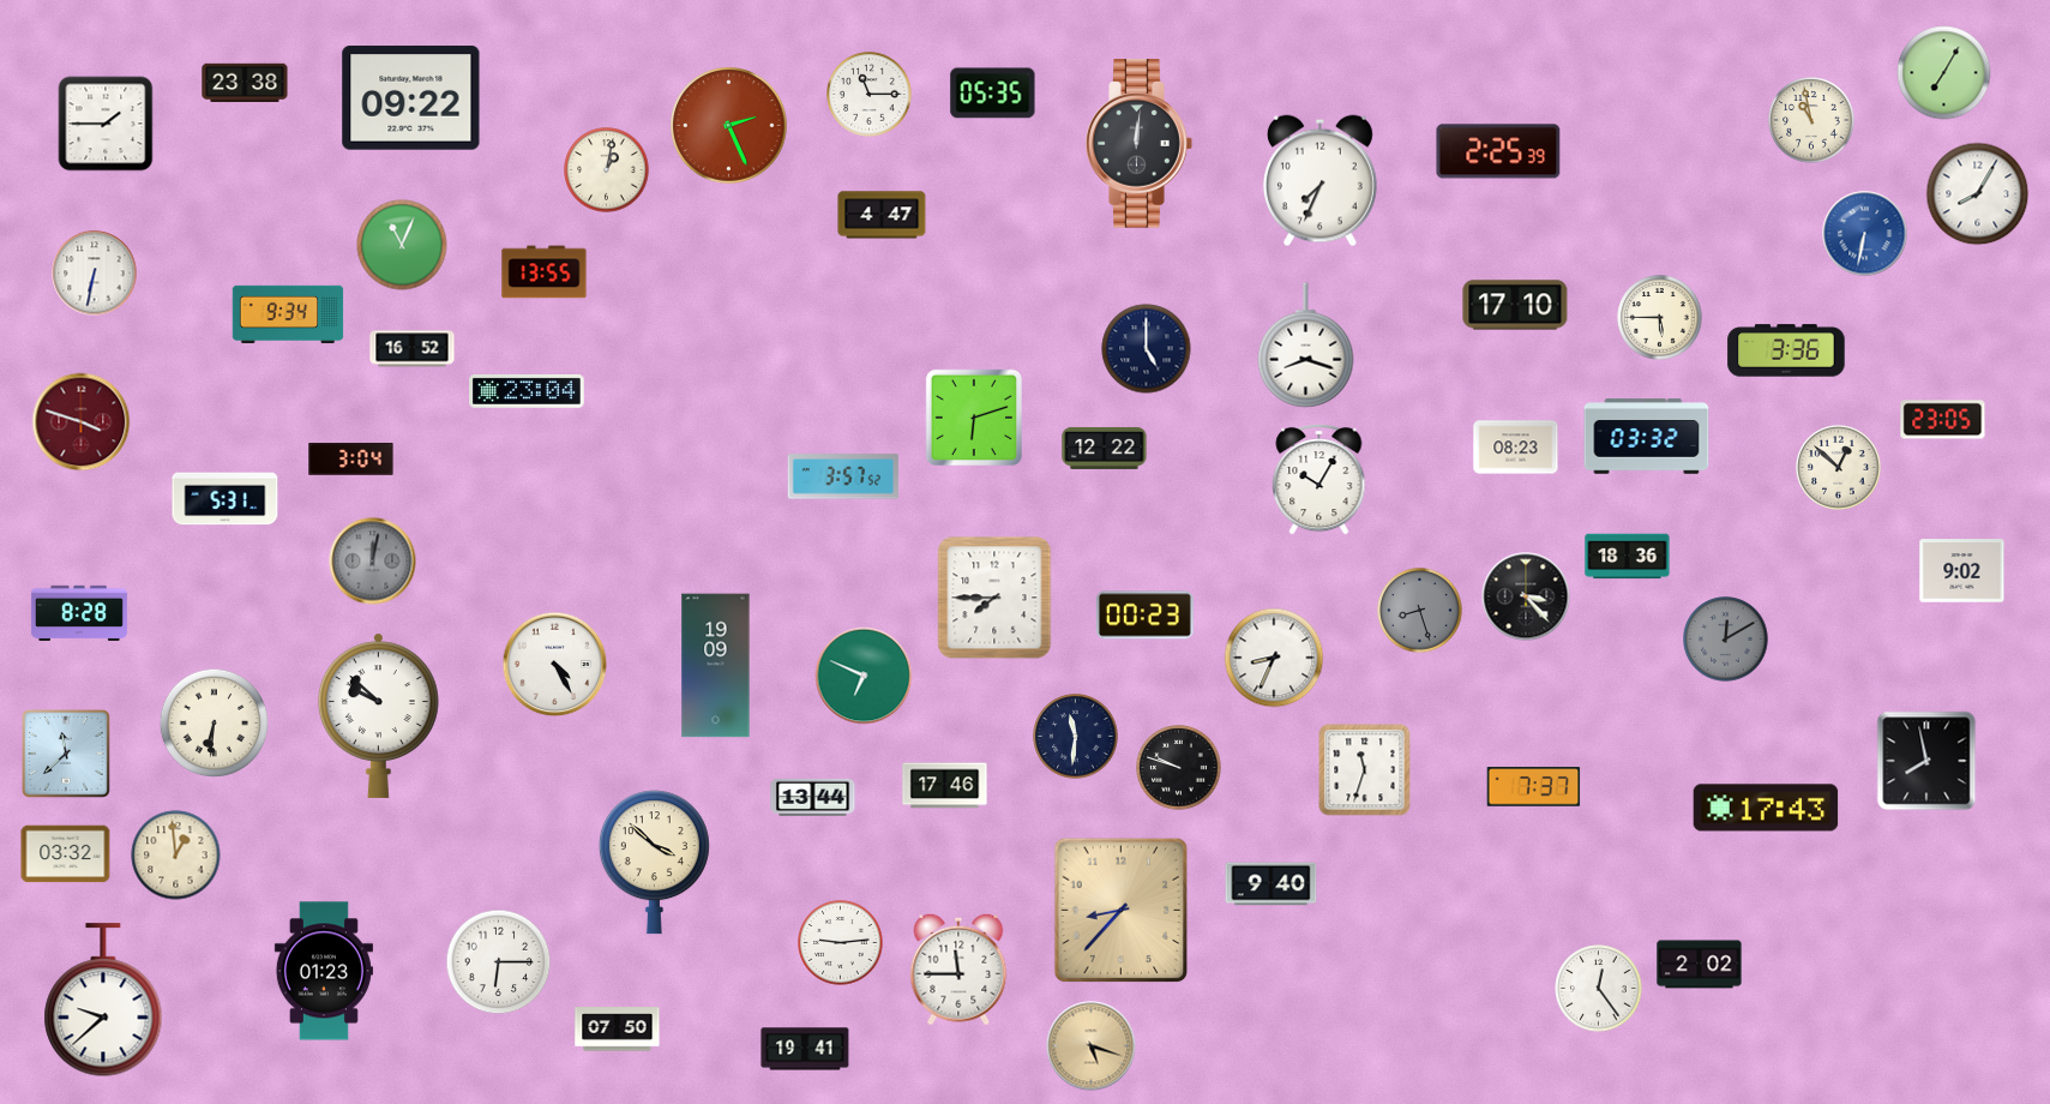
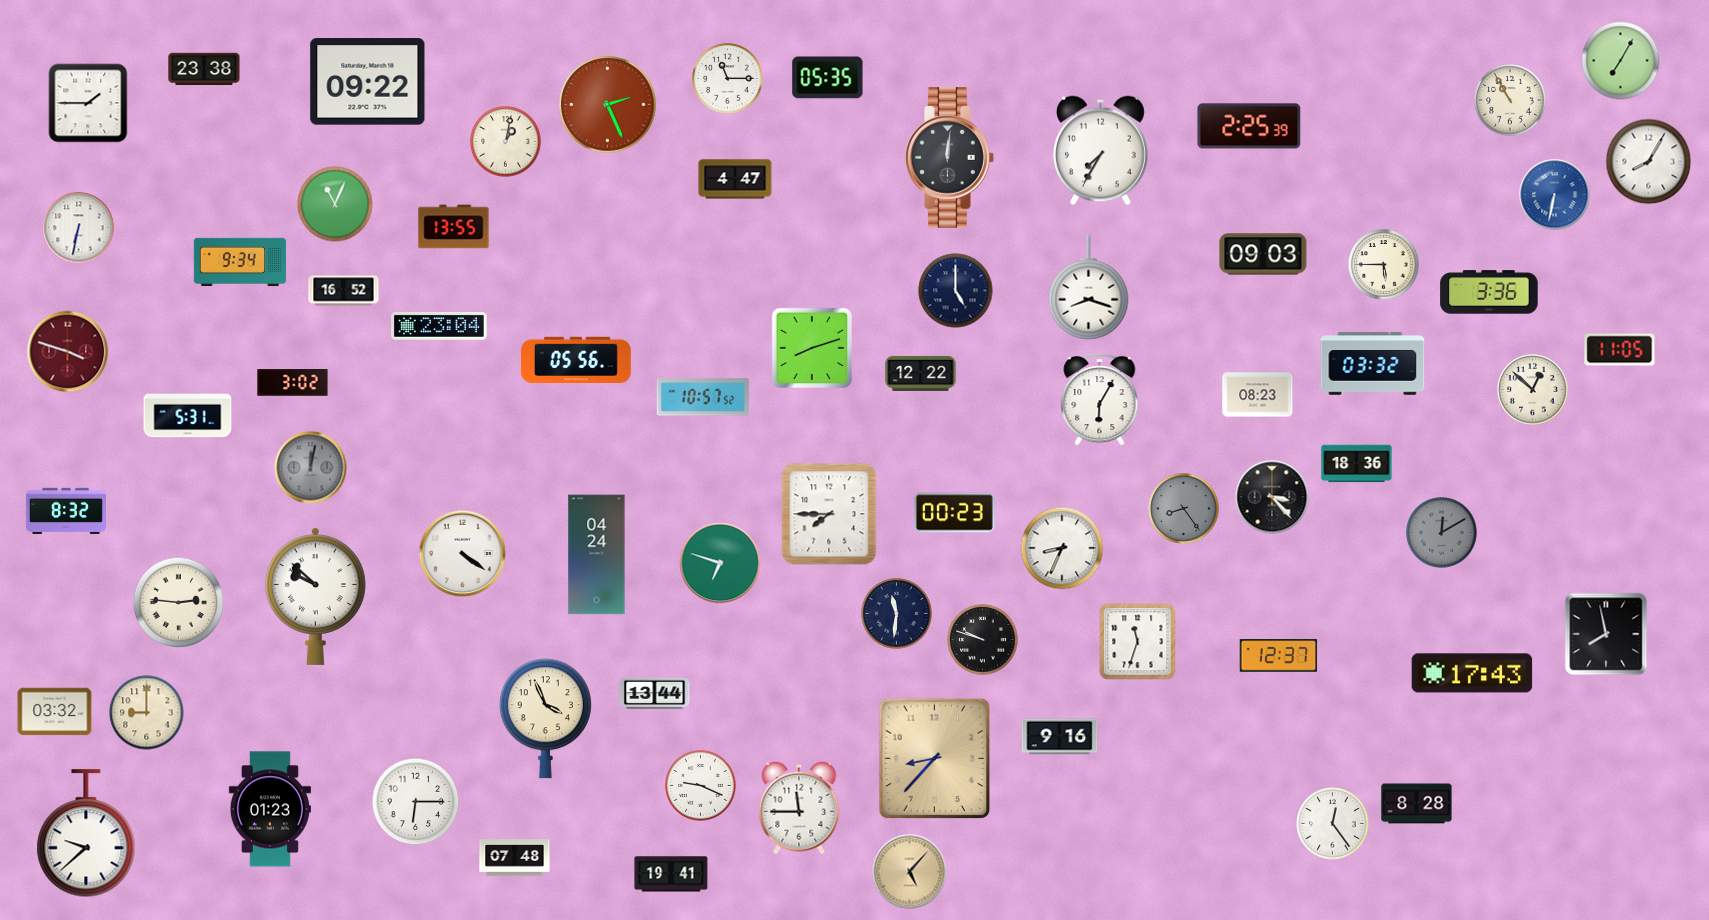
clock at (870, 95) position: (870, 95) -> (728, 79)
clock at (411, 98) position: (411, 98) -> (368, 82)
clock at (1811, 120): 10:58 -> 10:55
clock at (1140, 144) position: (1140, 144) -> (950, 158)
clock at (1319, 181): 7:34 -> 7:35
clock at (1515, 305): 17:10 -> 09:03
clock at (974, 418): 6:12 -> 8:12
clock at (1943, 420): 23:05 -> 11:05
clock at (576, 359): none -> 05:56
clock at (1516, 448) position: (1516, 448) -> (1258, 395)
clock at (351, 460): 3:04 -> 3:02
clock at (843, 476): 3:57 -> 10:57
clock at (1319, 479): 10:05 -> 6:05
clock at (1962, 571): 9:02 -> none
clock at (994, 598) position: (994, 598) -> (829, 514)
clock at (1420, 611): 8:27 -> 8:24
clock at (79, 613): 8:28 -> 8:32
clock at (1726, 640) position: (1726, 640) -> (1442, 533)
clock at (555, 665): 4:25 -> 4:21
clock at (716, 666): 19:09 -> 04:24
clock at (864, 676): 6:49 -> 6:48
clock at (214, 722): 6:31 -> 2:46
clock at (66, 754): 11:38 -> none
clock at (945, 786): 17:46 -> none
clock at (1534, 787): 7:37 -> 12:37
clock at (813, 797) position: (813, 797) -> (655, 693)
clock at (176, 856): 12:59 -> 9:00
clock at (654, 863): 3:52 -> 3:56
clock at (1272, 884): 9:40 -> 9:16
clock at (841, 943): 9:14 -> 9:19
clock at (1700, 965): 2:02 -> 8:28
clock at (618, 1030): 07:50 -> 07:48
clock at (1092, 1046): 5:18 -> 5:07
